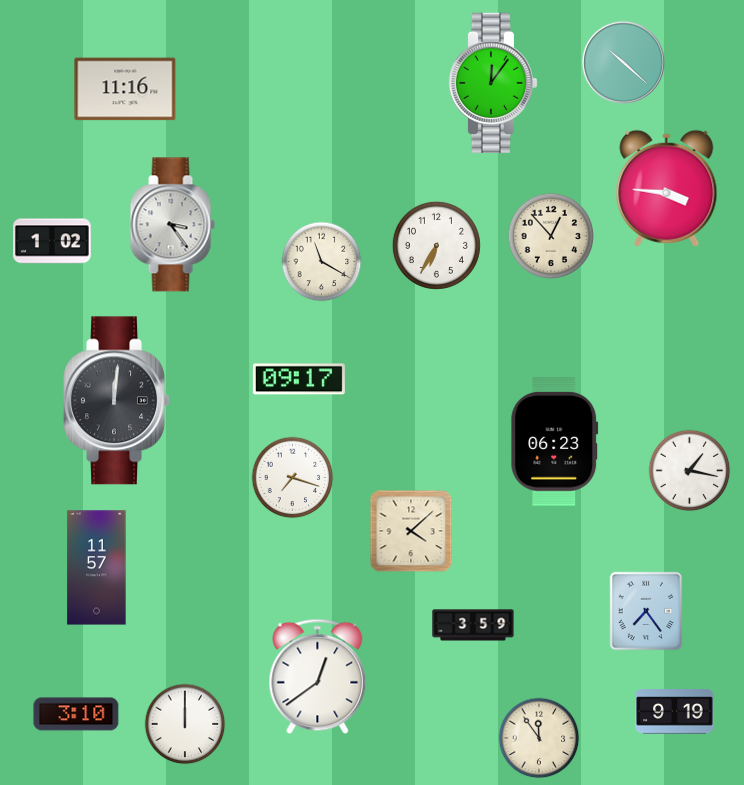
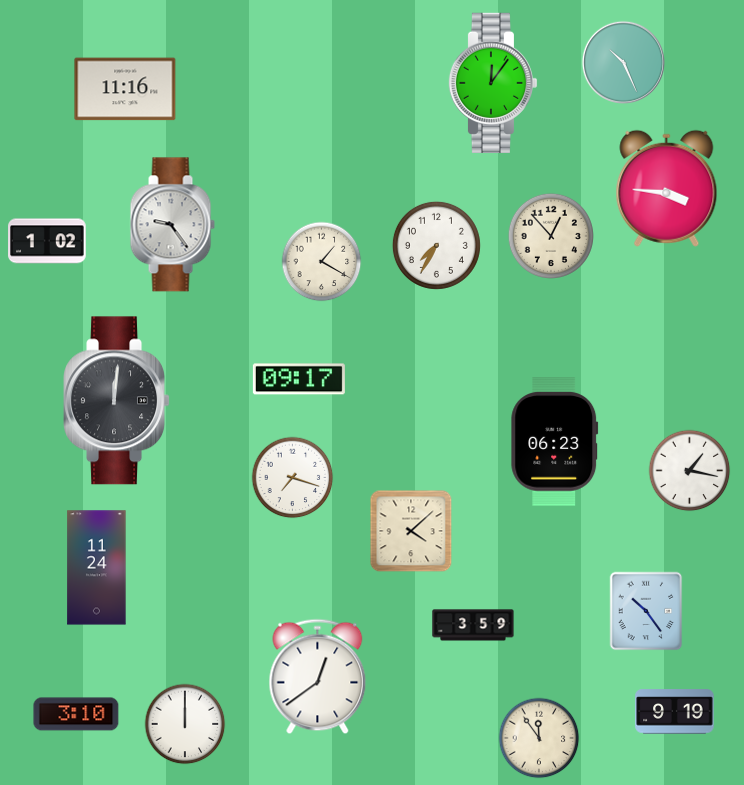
clock at (623, 62): 10:22 -> 10:26
clock at (172, 225): 3:24 -> 9:24
clock at (52, 241) position: (52, 241) -> (47, 241)
clock at (436, 245): 6:35 -> 7:35
clock at (322, 262): 11:20 -> 1:20
clock at (97, 568): 11:57 -> 11:24
clock at (646, 611): 7:24 -> 10:24
